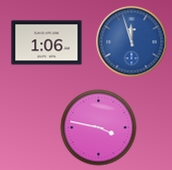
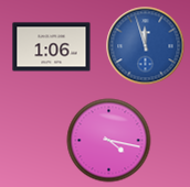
clock at (99, 128): 3:47 -> 4:17
